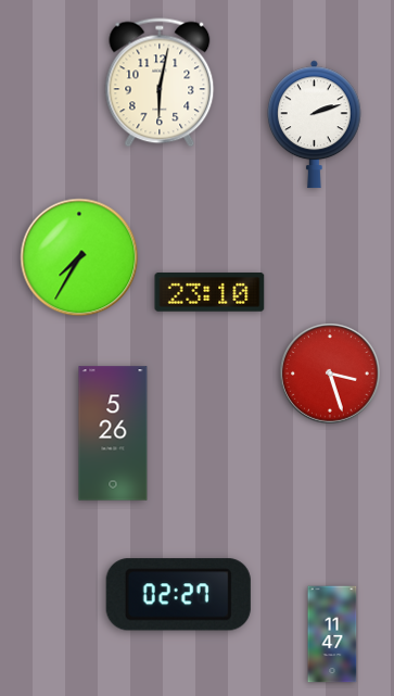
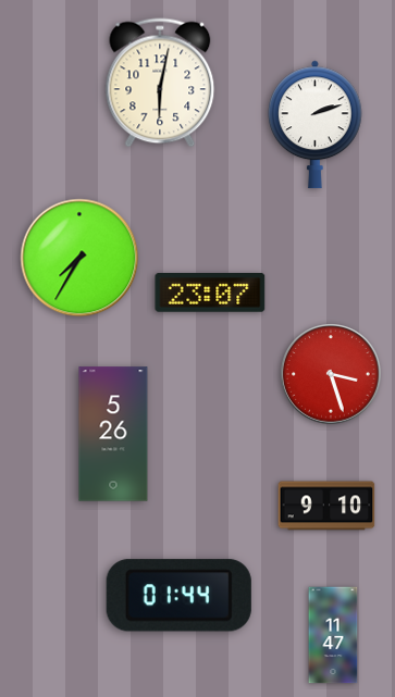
clock at (209, 292): 23:10 -> 23:07
clock at (326, 506): none -> 9:10
clock at (178, 595): 02:27 -> 01:44
